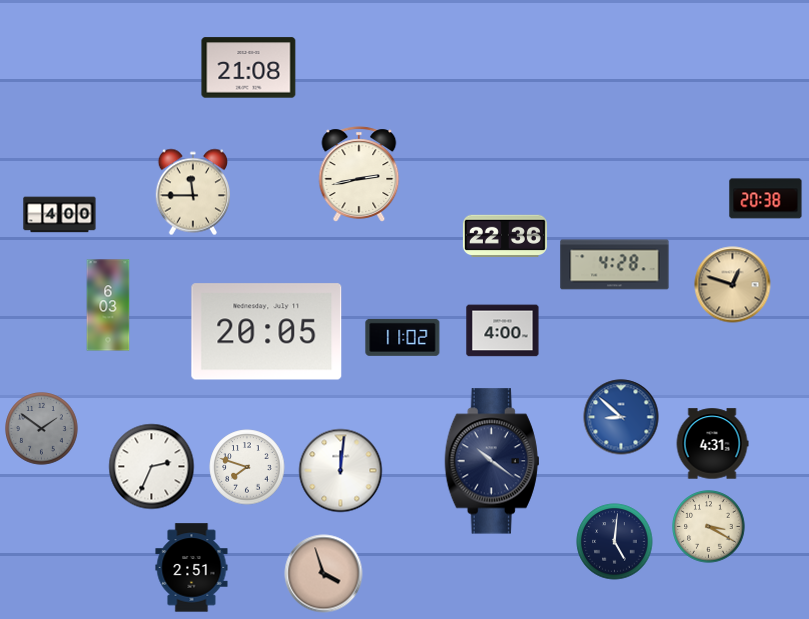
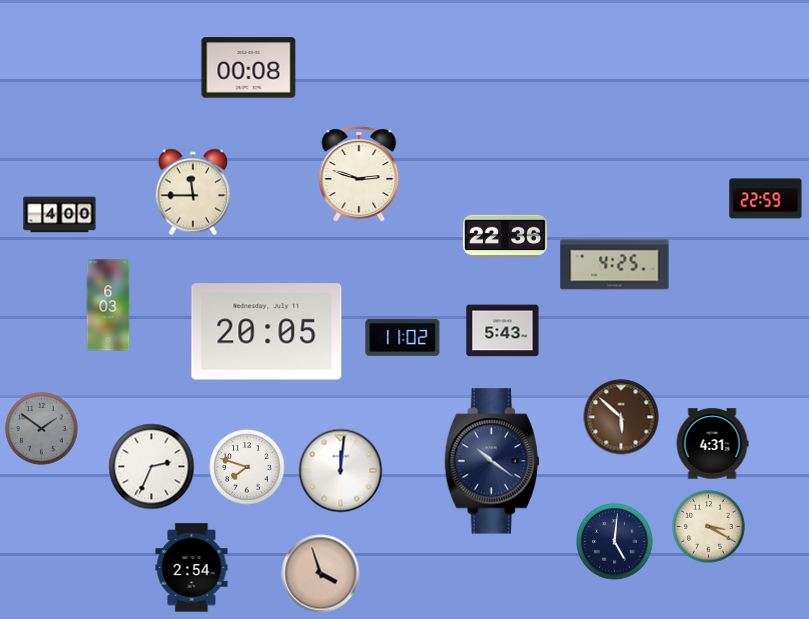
clock at (249, 68): 21:08 -> 00:08
clock at (359, 174): 2:43 -> 2:48
clock at (766, 199): 20:38 -> 22:59
clock at (615, 265): 4:28 -> 4:25
clock at (733, 285): 12:48 -> none
clock at (503, 331): 4:00 -> 5:43
clock at (621, 417): 8:52 -> 5:52
clock at (621, 417) dial: blue -> brown
clock at (192, 568): 2:51 -> 2:54
clock at (324, 574) position: (324, 574) -> (321, 574)
